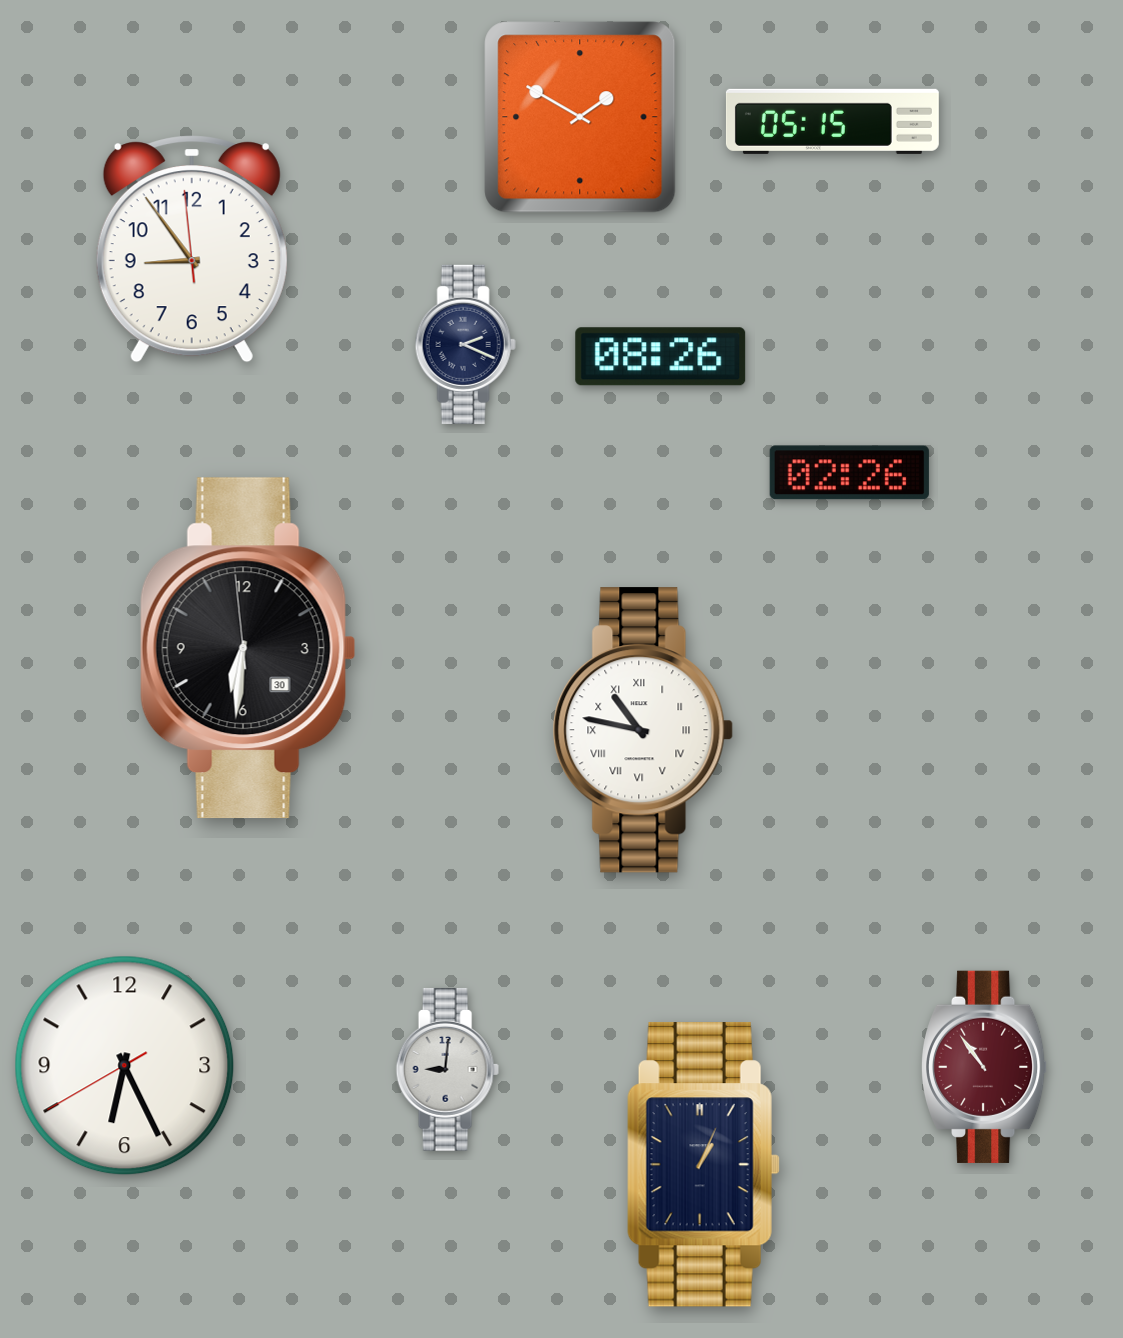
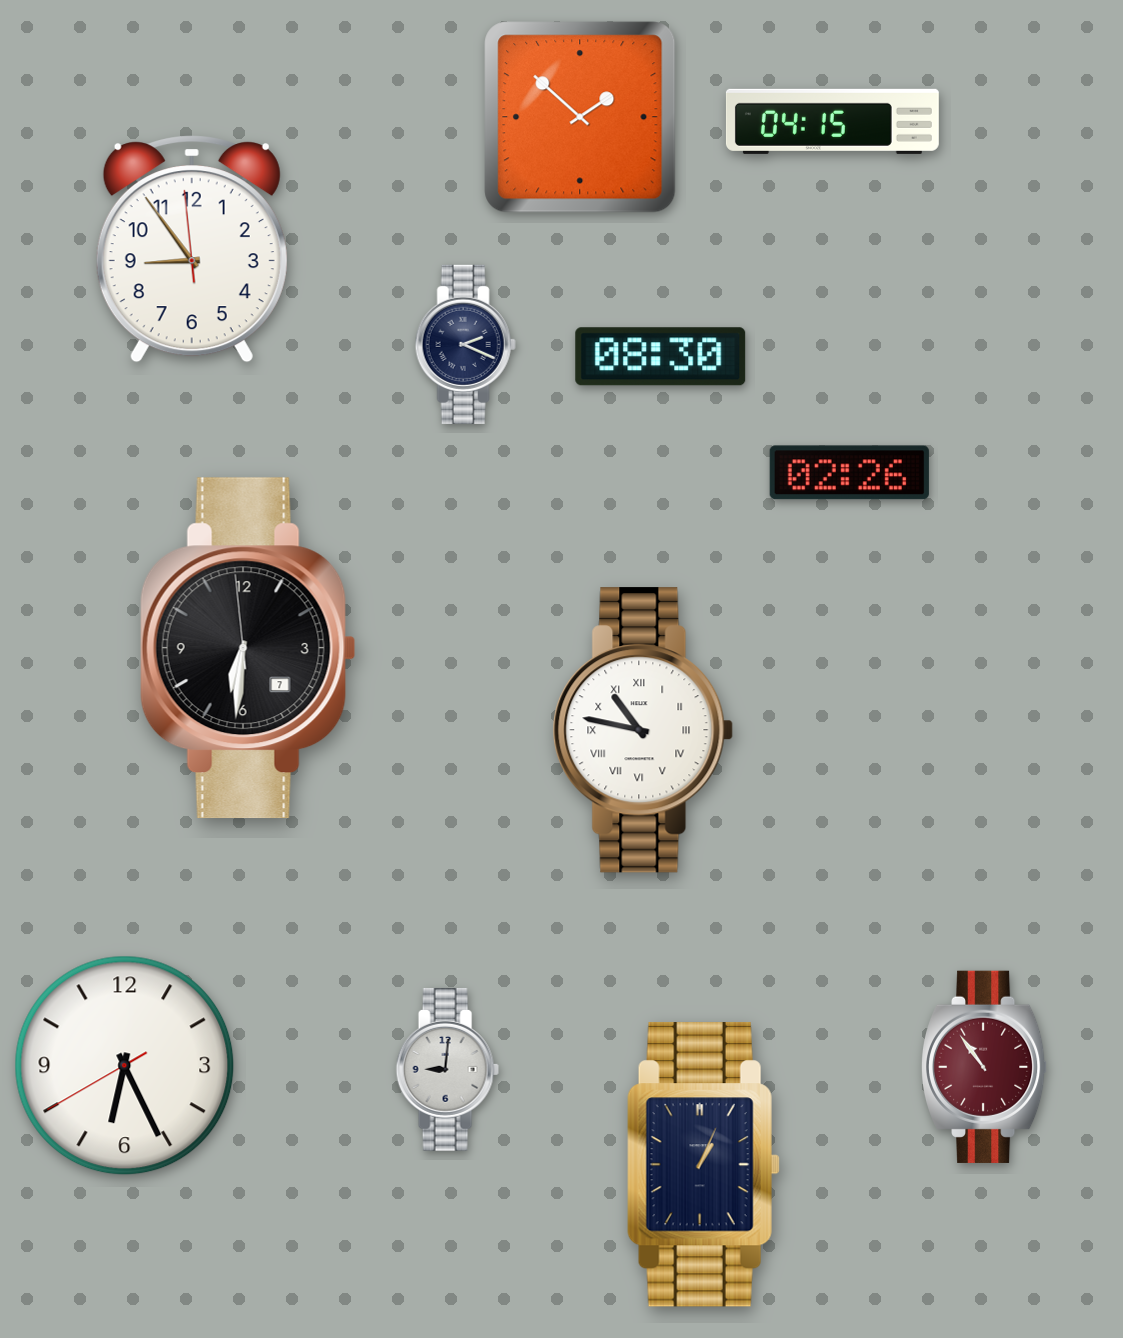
clock at (580, 117): 1:50 -> 1:52
clock at (832, 121): 05:15 -> 04:15
clock at (661, 357): 08:26 -> 08:30
clock at (248, 648) date: 30 -> 7
